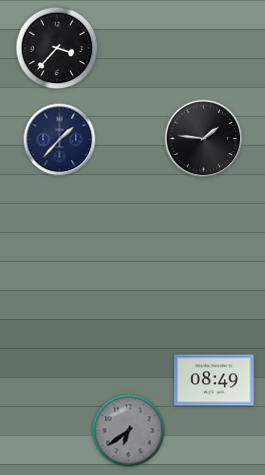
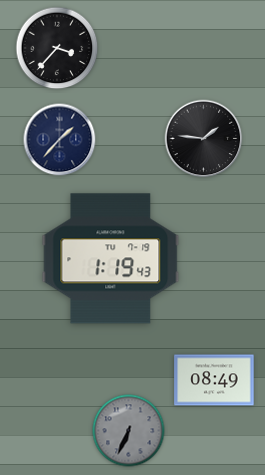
clock at (111, 259): none -> 1:19
clock at (129, 431): 6:39 -> 6:34
